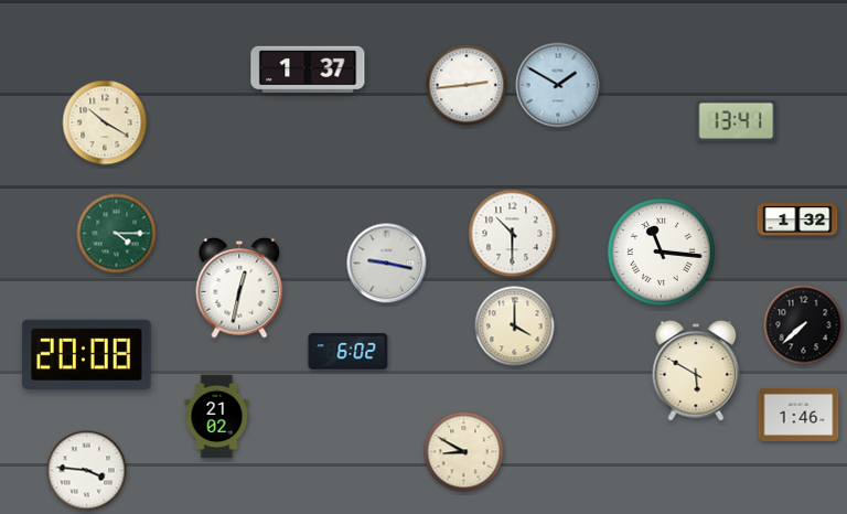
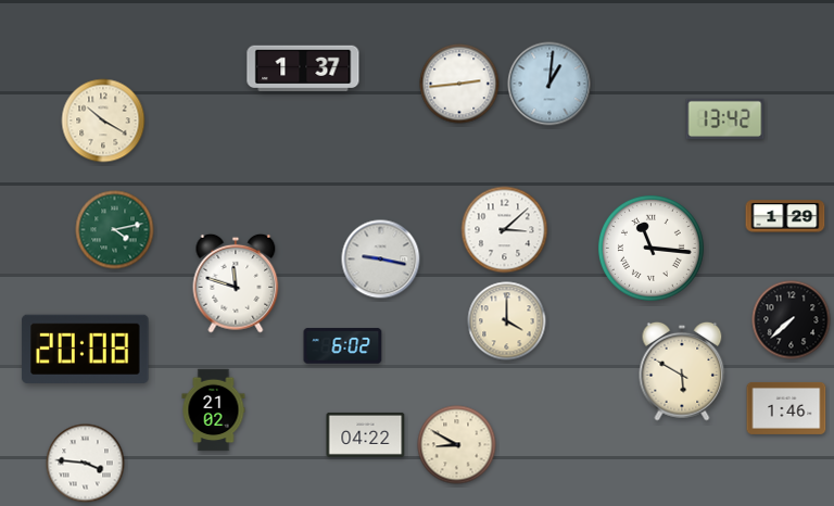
clock at (558, 85): 1:50 -> 1:01
clock at (737, 121): 13:41 -> 13:42
clock at (797, 219): 1:32 -> 1:29
clock at (117, 234): 4:15 -> 4:13
clock at (513, 234): 10:30 -> 3:08
clock at (239, 288): 12:32 -> 11:48
clock at (696, 371) position: (696, 371) -> (682, 371)
clock at (366, 434): none -> 04:22
